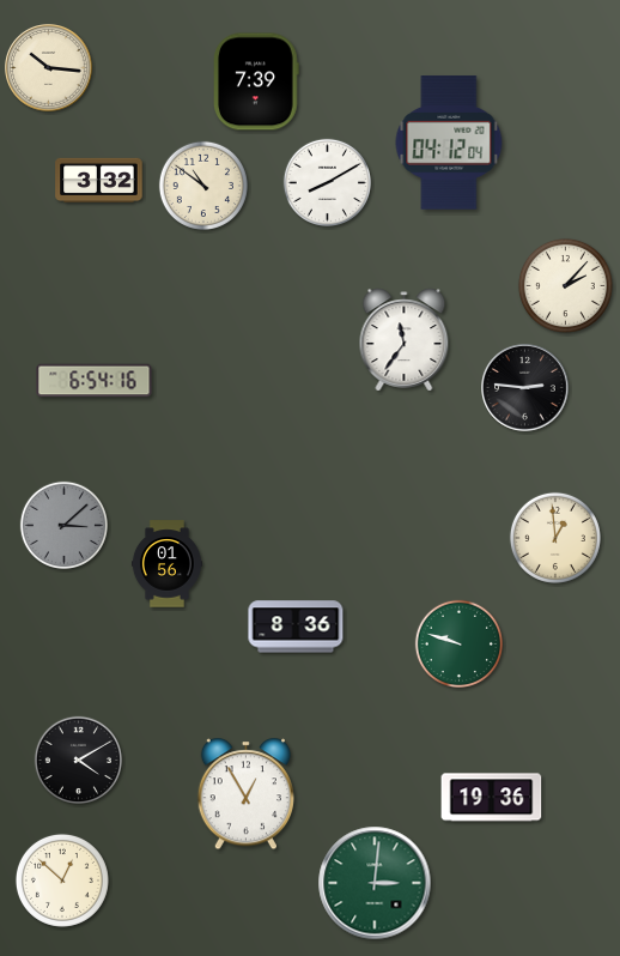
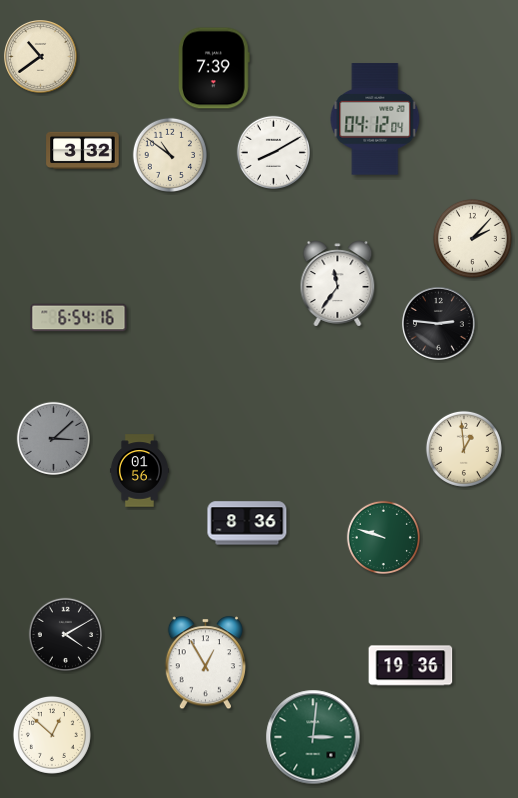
clock at (49, 68): 10:16 -> 10:39
